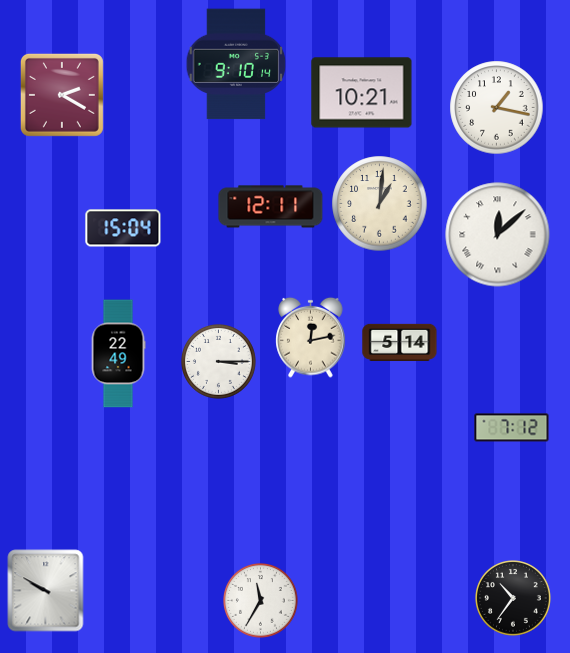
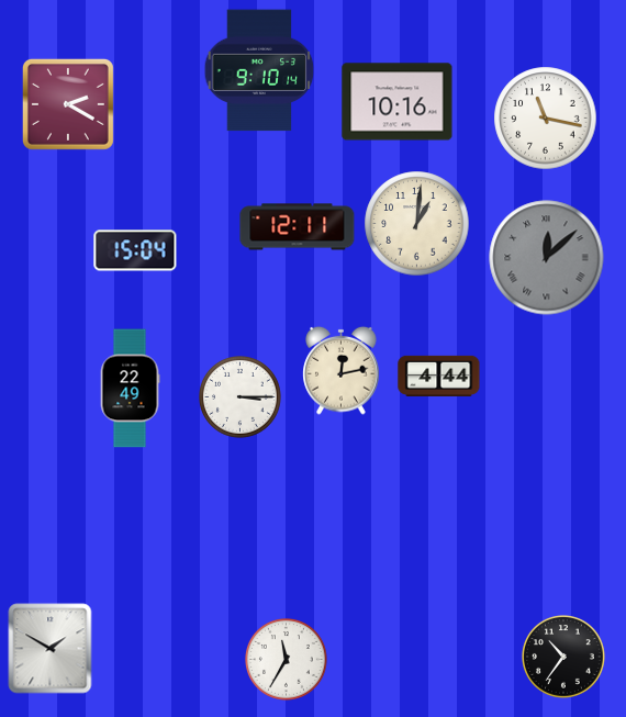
clock at (362, 93): 10:21 -> 10:16
clock at (497, 108): 1:17 -> 11:17
clock at (498, 235) dial: white -> grey
clock at (400, 342): 5:14 -> 4:44
clock at (512, 428): 7:12 -> none
clock at (46, 591): 9:50 -> 1:50
